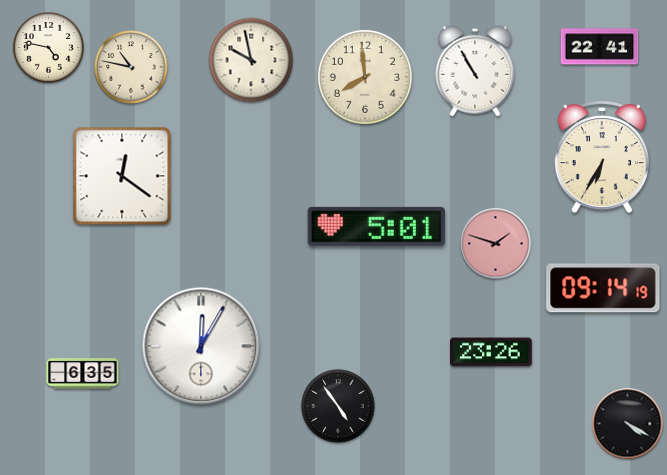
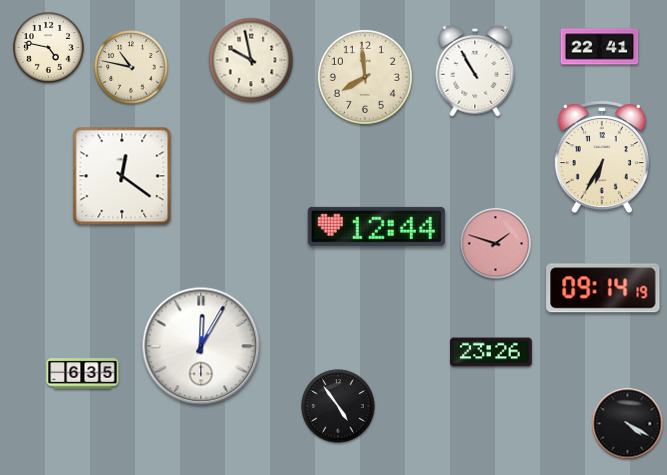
clock at (376, 226): 5:01 -> 12:44
